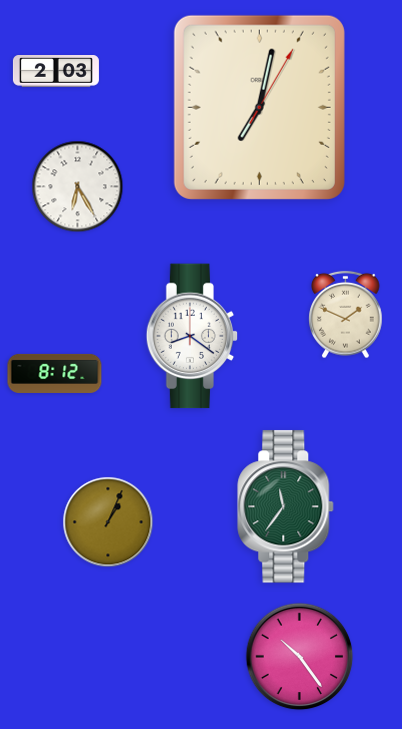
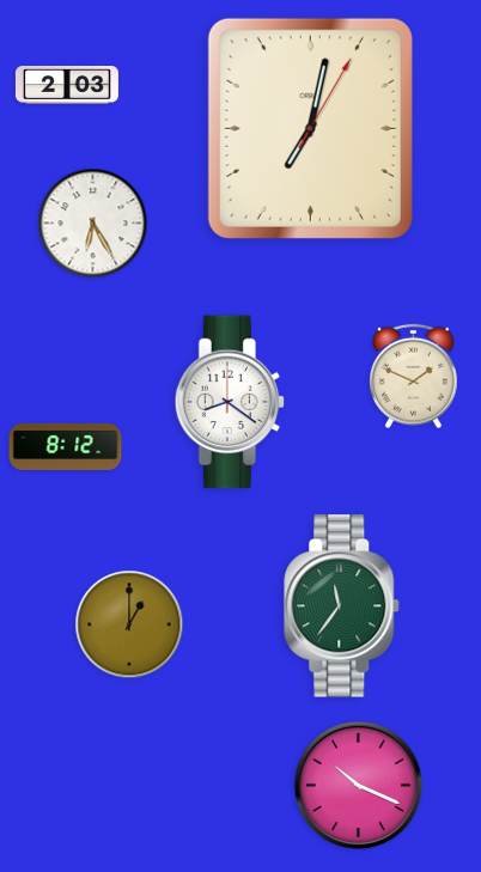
clock at (108, 522): 1:04 -> 1:00
clock at (300, 657): 10:24 -> 10:19
